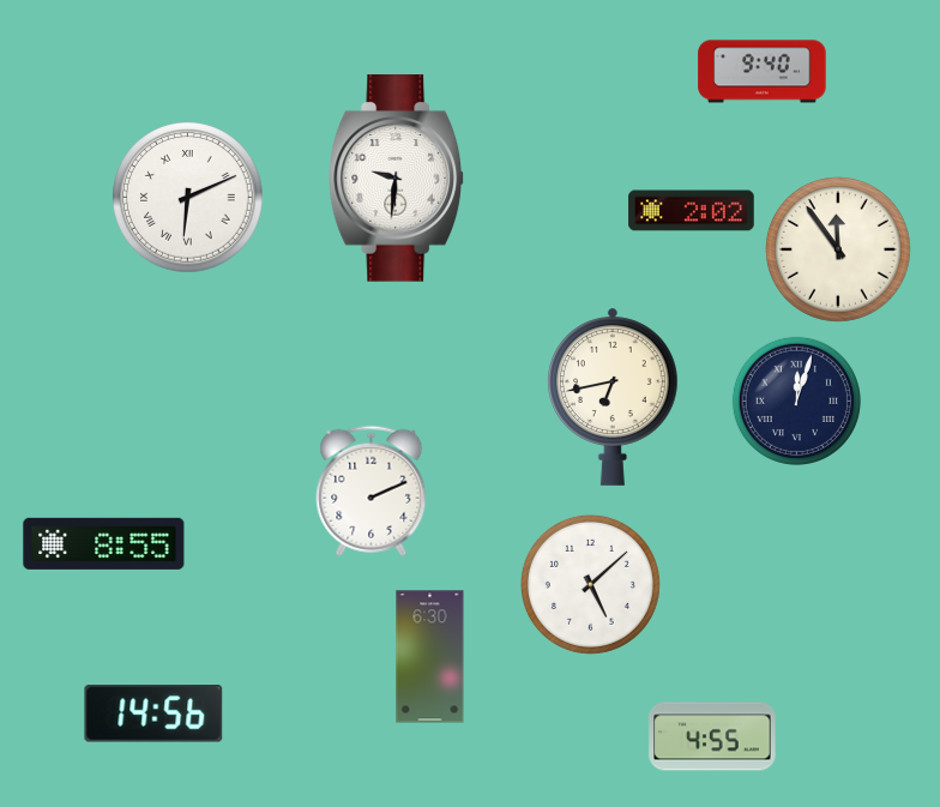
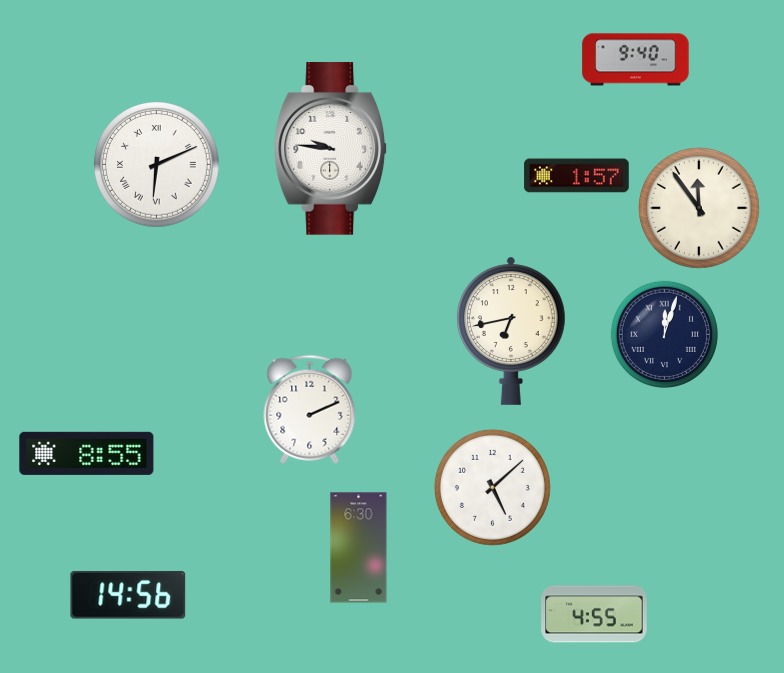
clock at (397, 179): 9:31 -> 9:46
clock at (692, 211): 2:02 -> 1:57
